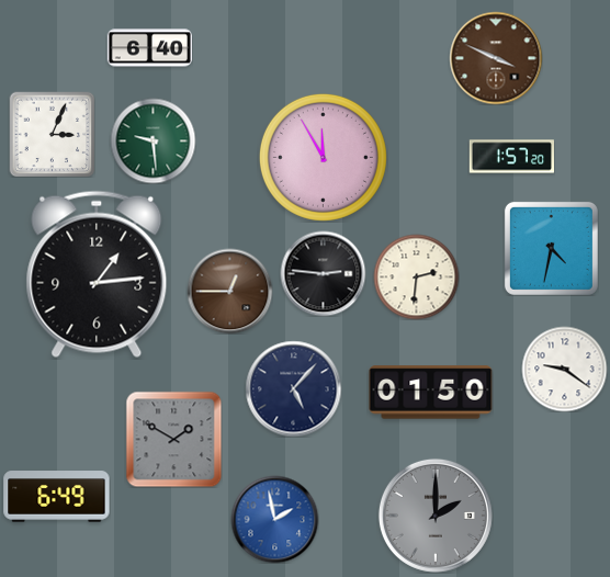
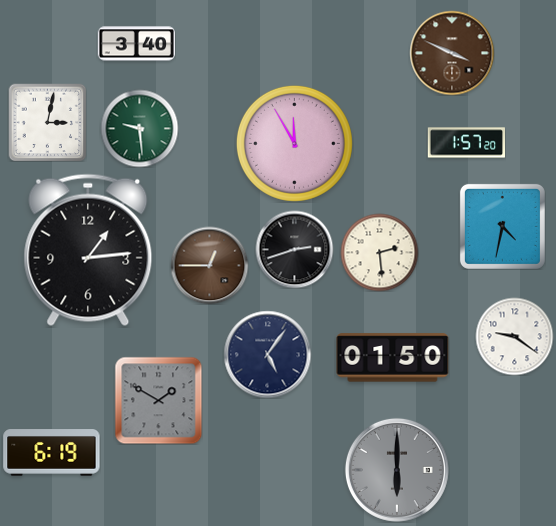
clock at (149, 48): 6:40 -> 3:40
clock at (52, 134): 3:04 -> 3:02
clock at (323, 273): 2:46 -> 2:42
clock at (416, 276): 2:31 -> 2:29
clock at (293, 388): 5:07 -> 5:06
clock at (57, 497): 6:49 -> 6:19
clock at (436, 516): 2:00 -> 6:00
clock at (274, 519): 1:58 -> none
